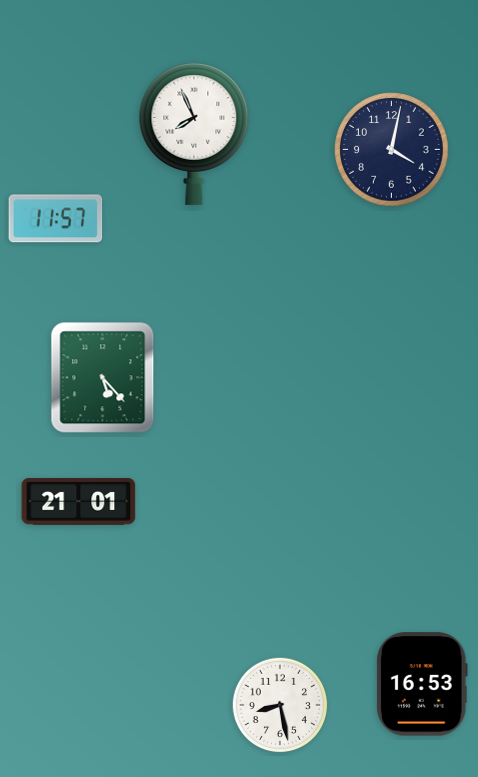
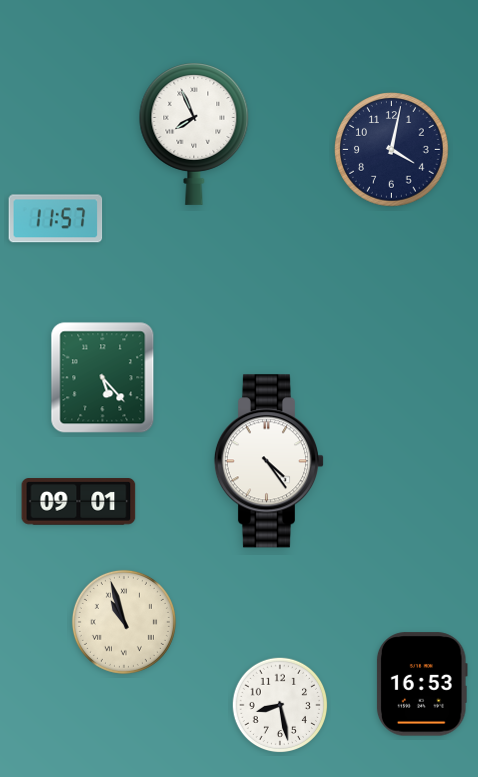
clock at (269, 461): none -> 4:24
clock at (79, 502): 21:01 -> 09:01
clock at (124, 622): none -> 10:57
